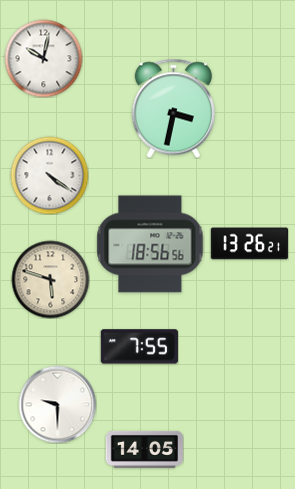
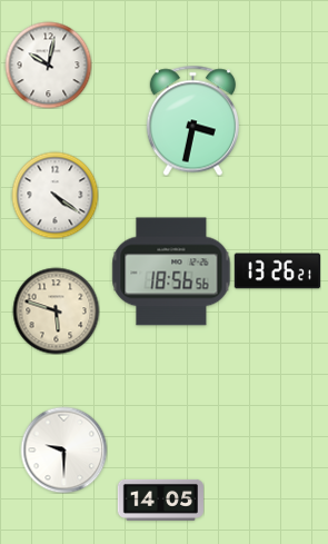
clock at (150, 244) position: (150, 244) -> (171, 271)
clock at (139, 347): 7:55 -> none
